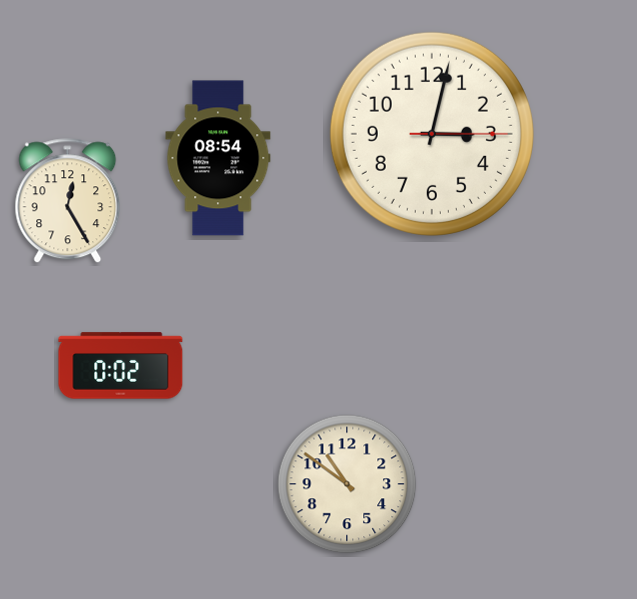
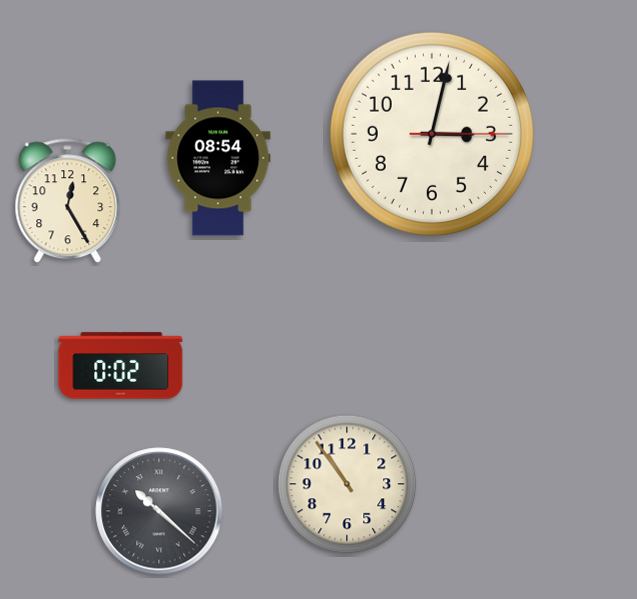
clock at (347, 484): 10:51 -> 10:54
clock at (159, 511): none -> 10:22
